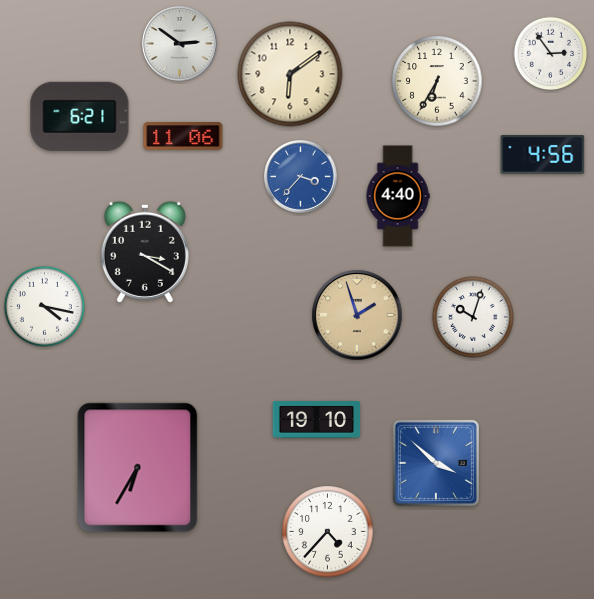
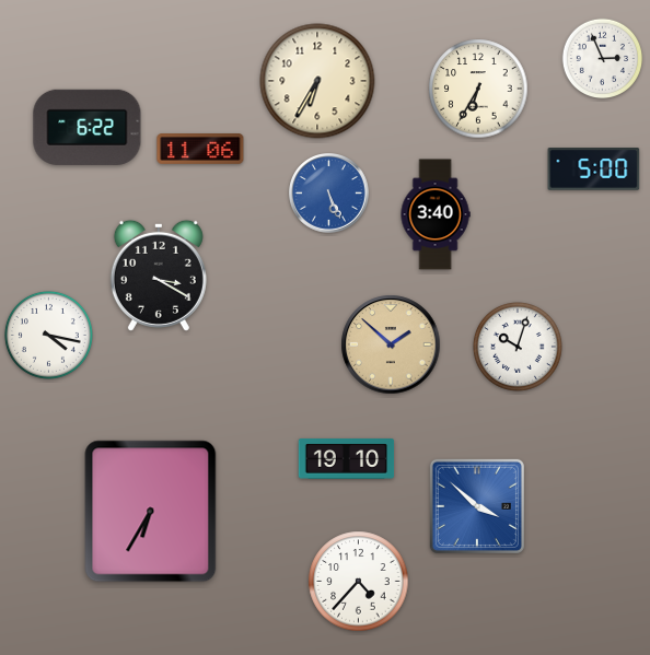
clock at (180, 44): 2:51 -> none
clock at (551, 54): 2:54 -> 2:56
clock at (290, 74): 6:09 -> 6:35
clock at (80, 116): 6:21 -> 6:22
clock at (543, 155): 4:56 -> 5:00
clock at (301, 177): 3:37 -> 5:26
clock at (398, 196): 4:40 -> 3:40
clock at (357, 315): 1:57 -> 1:52
